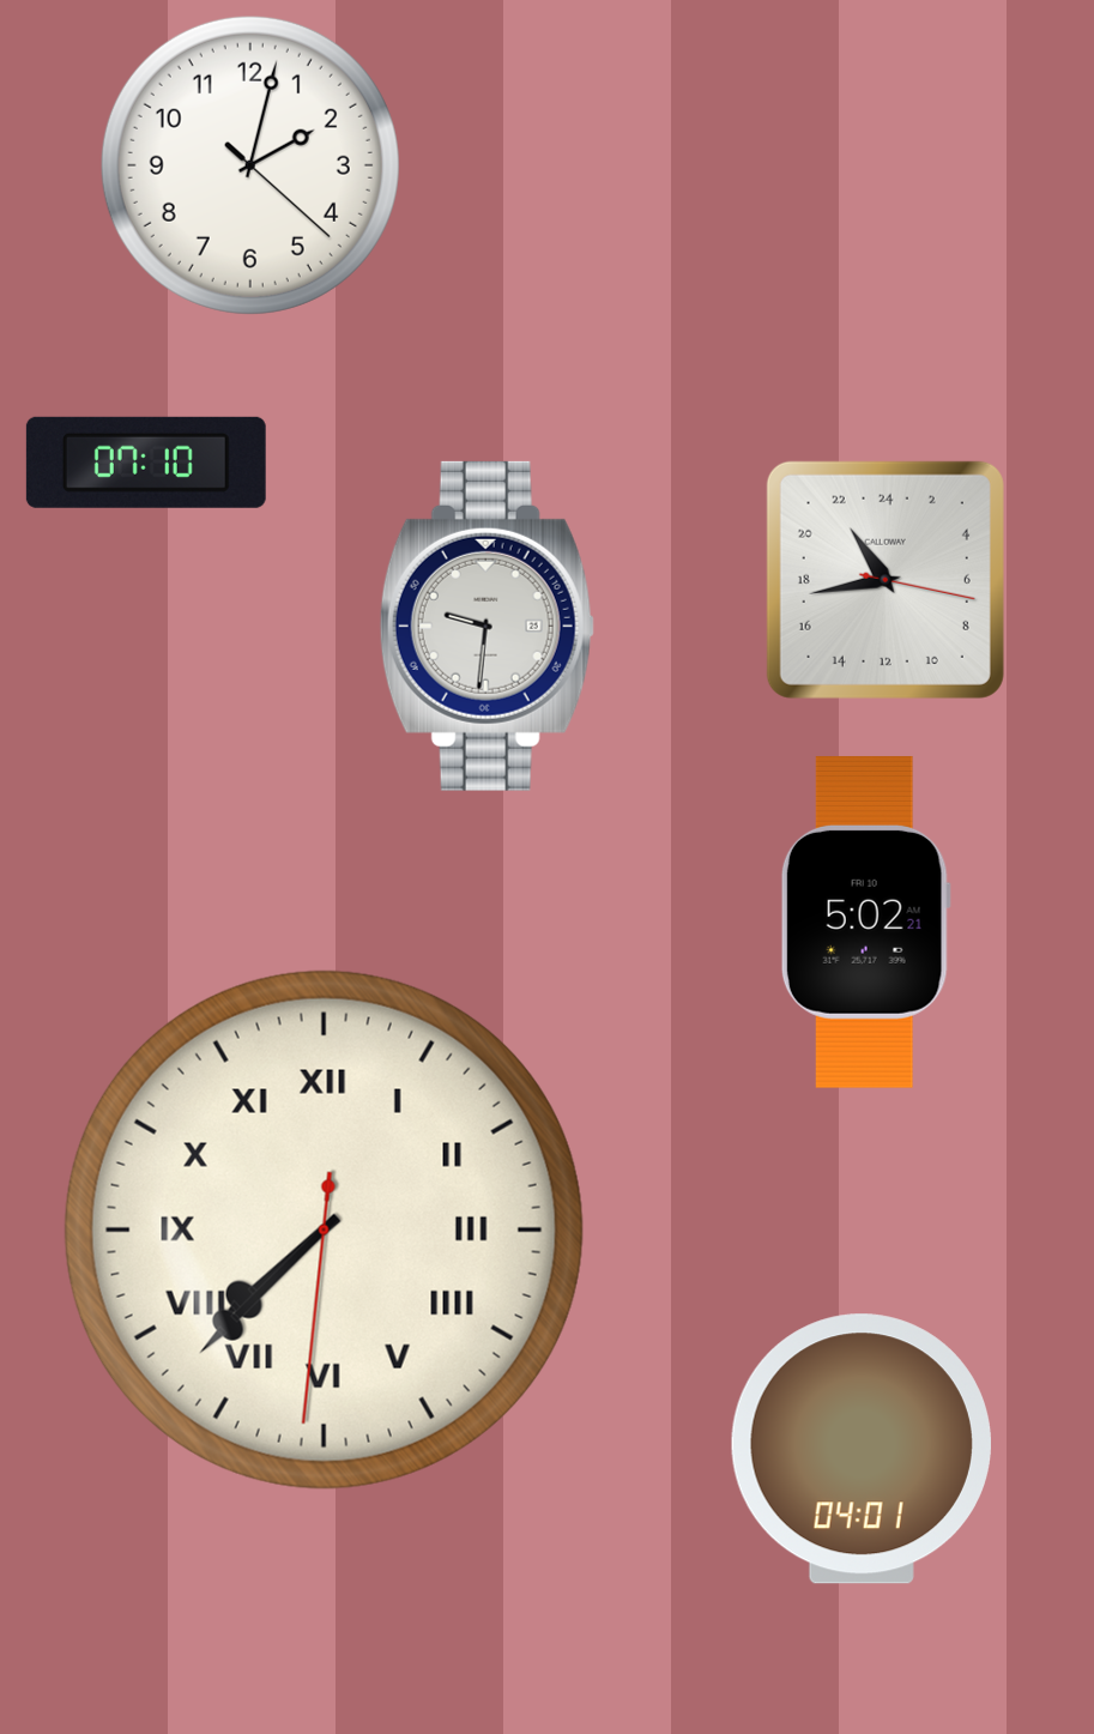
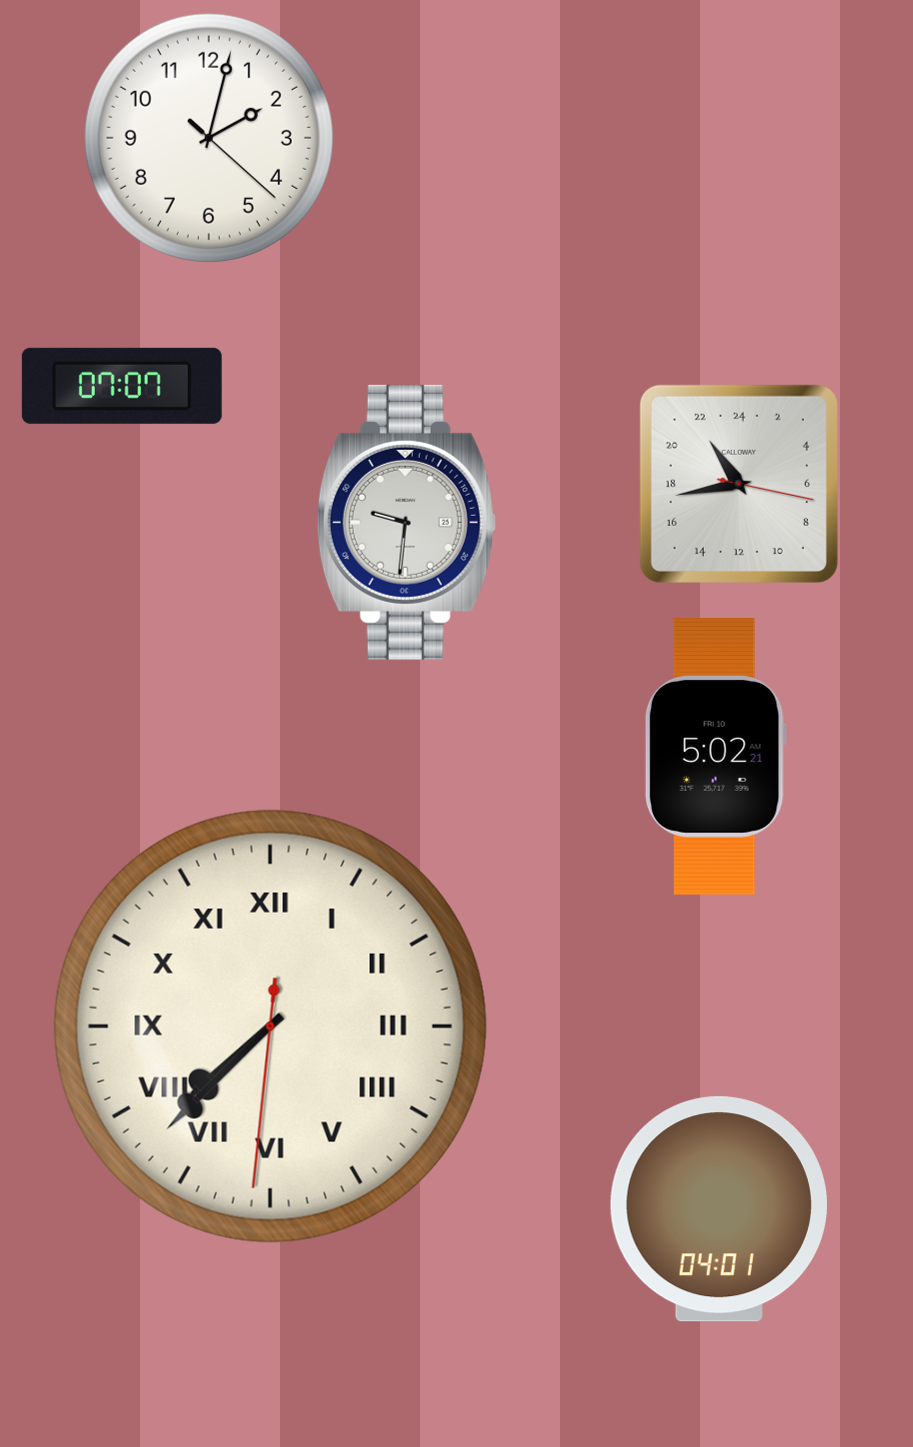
clock at (146, 463): 07:10 -> 07:07
clock at (865, 922) position: (865, 922) -> (715, 756)
